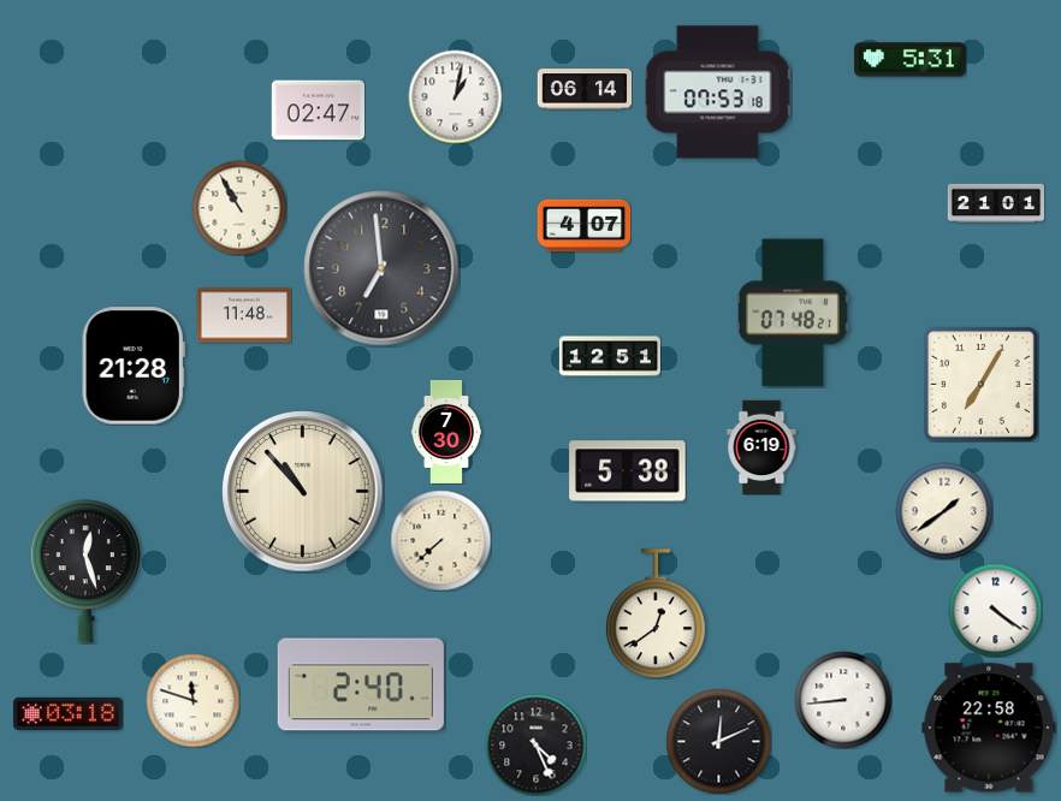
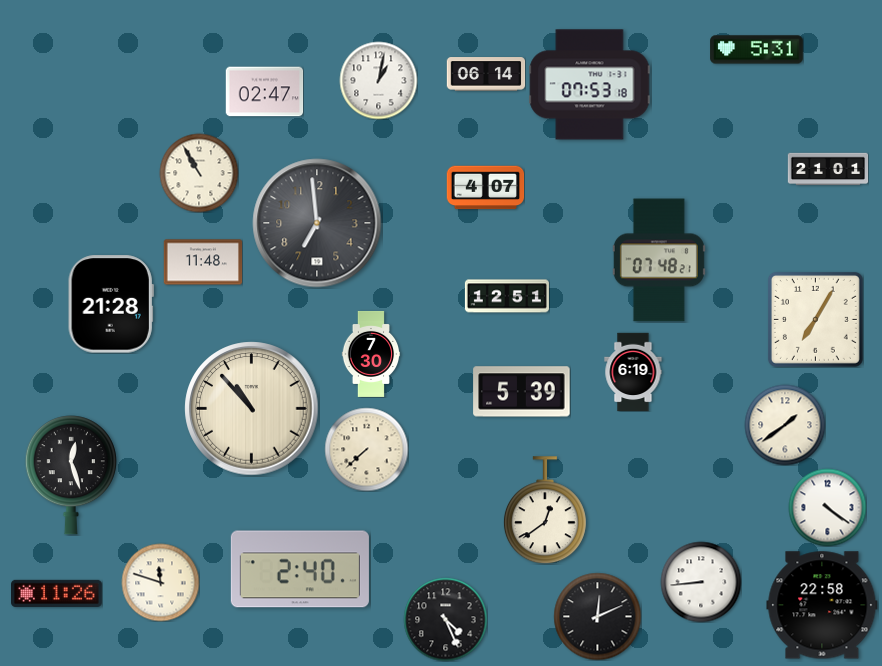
clock at (718, 93) position: (718, 93) -> (590, 85)
clock at (446, 432) position: (446, 432) -> (371, 354)
clock at (628, 471): 5:38 -> 5:39
clock at (69, 713): 03:18 -> 11:26
